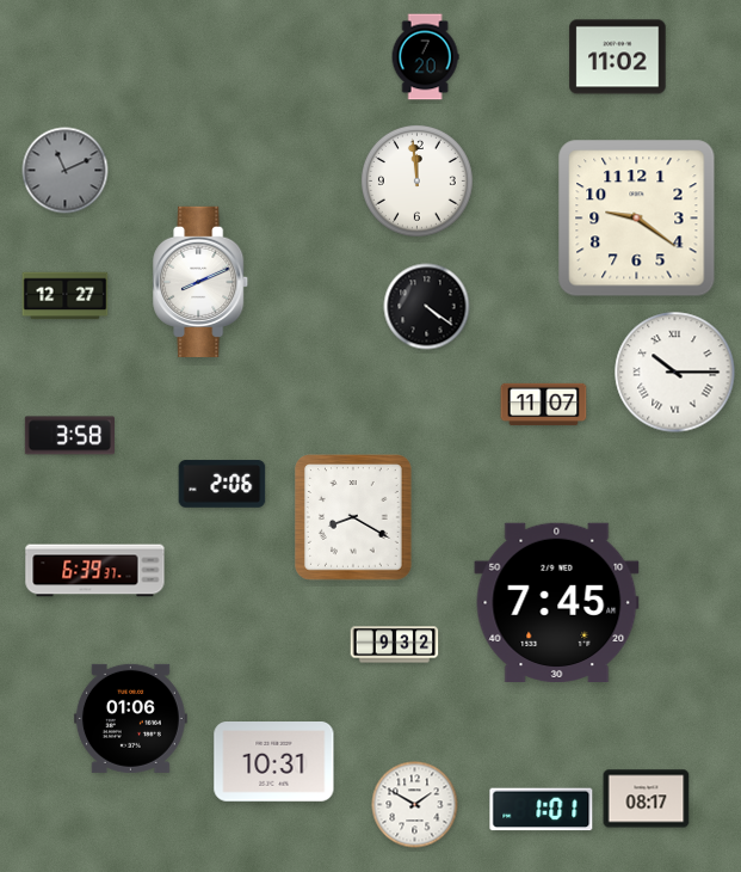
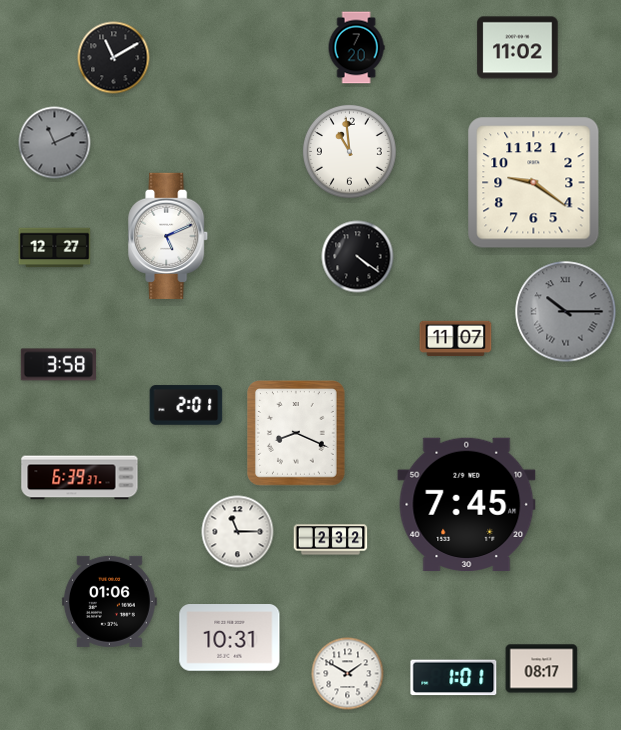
clock at (114, 58): none -> 11:10
clock at (416, 180): 11:59 -> 10:59
clock at (202, 282): 8:11 -> 5:11
clock at (675, 373) dial: white -> grey
clock at (222, 484): 2:06 -> 2:01
clock at (354, 518): 8:20 -> 8:19
clock at (238, 532): none -> 11:15
clock at (395, 645): 9:32 -> 2:32
